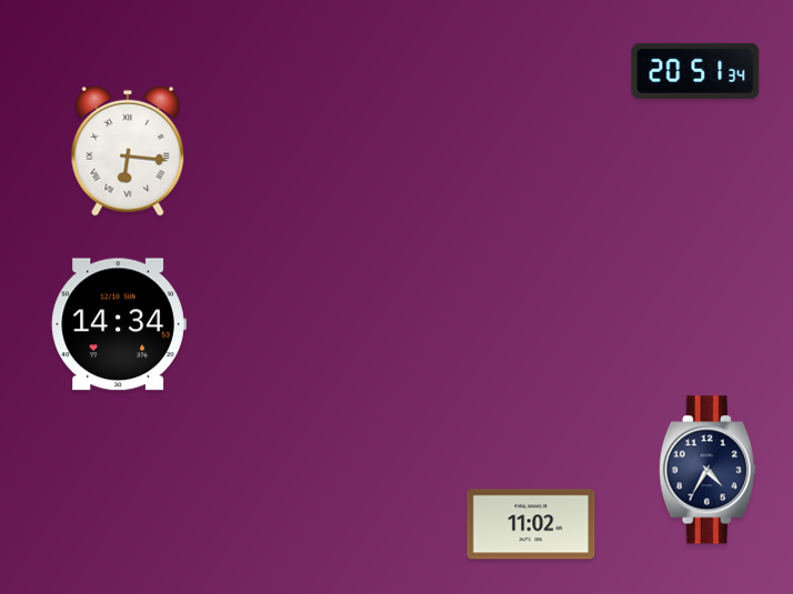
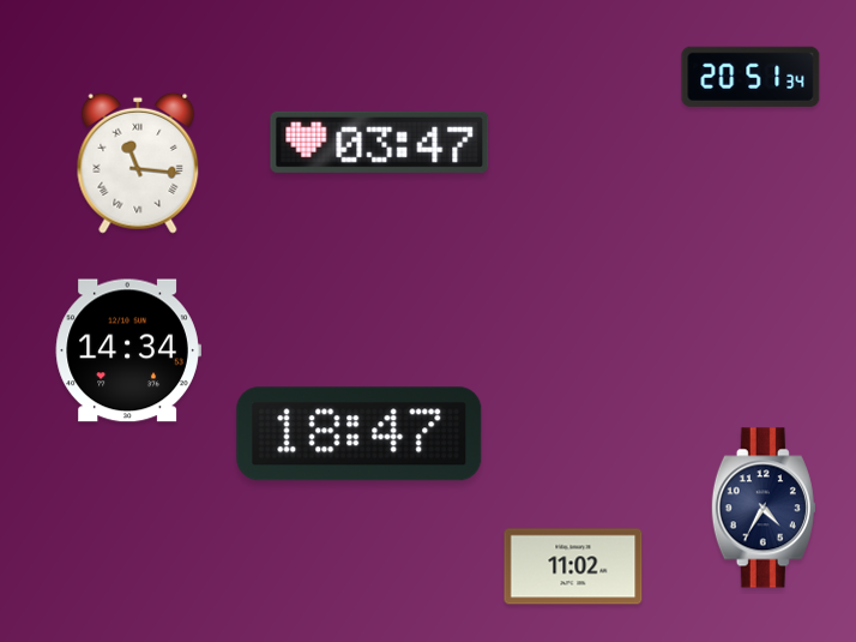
clock at (380, 142): none -> 03:47
clock at (128, 151): 6:16 -> 11:16
clock at (360, 434): none -> 18:47
